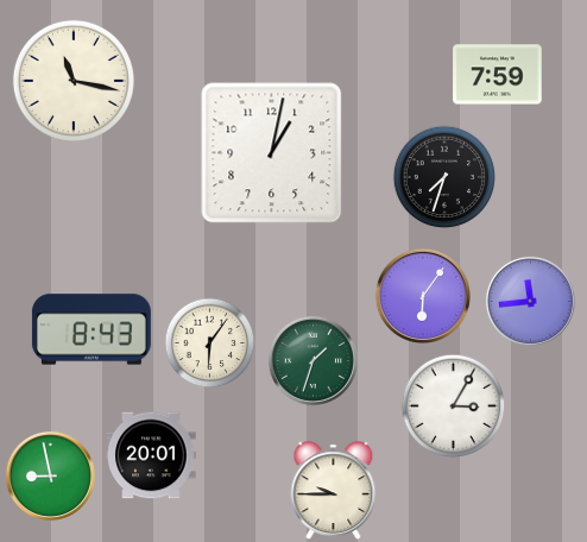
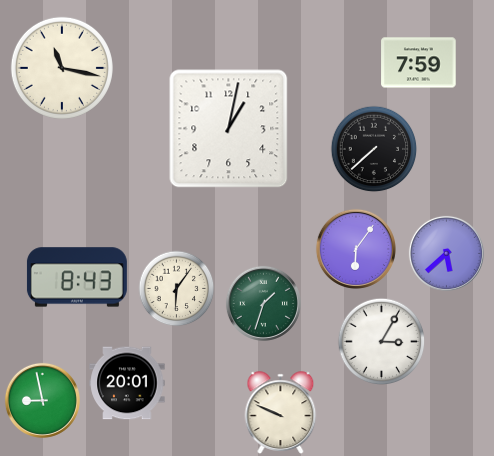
clock at (444, 177): 7:33 -> 7:38
clock at (530, 301): 11:44 -> 5:38
clock at (334, 491): 9:45 -> 9:49
